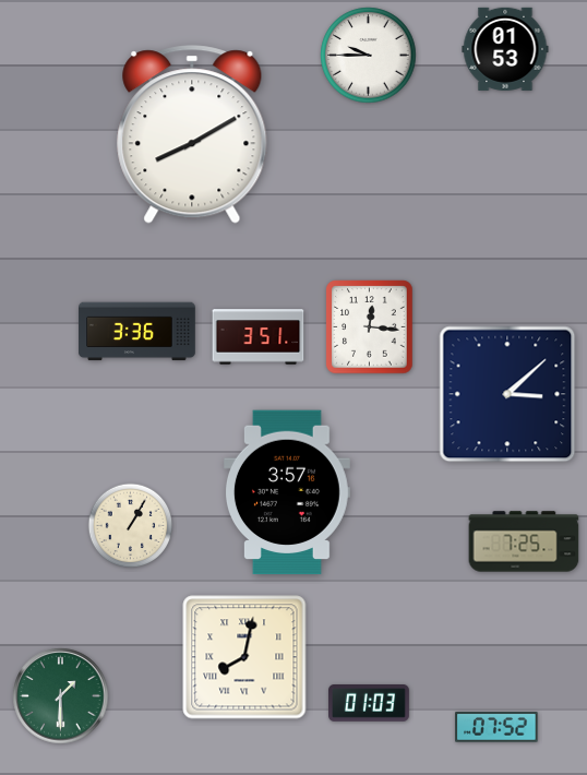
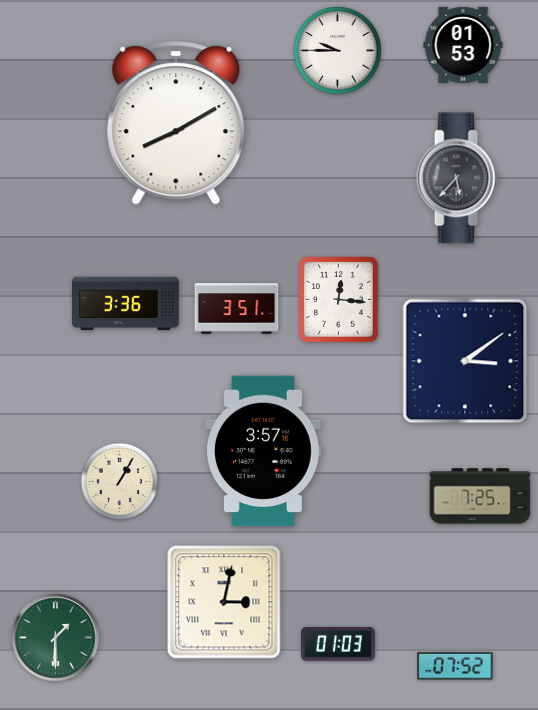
clock at (458, 178): none -> 5:37
clock at (507, 394): 3:08 -> 3:09
clock at (244, 657): 8:02 -> 3:02
